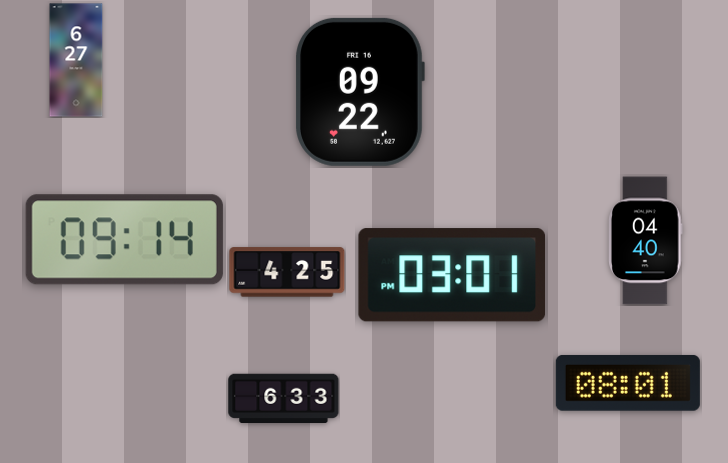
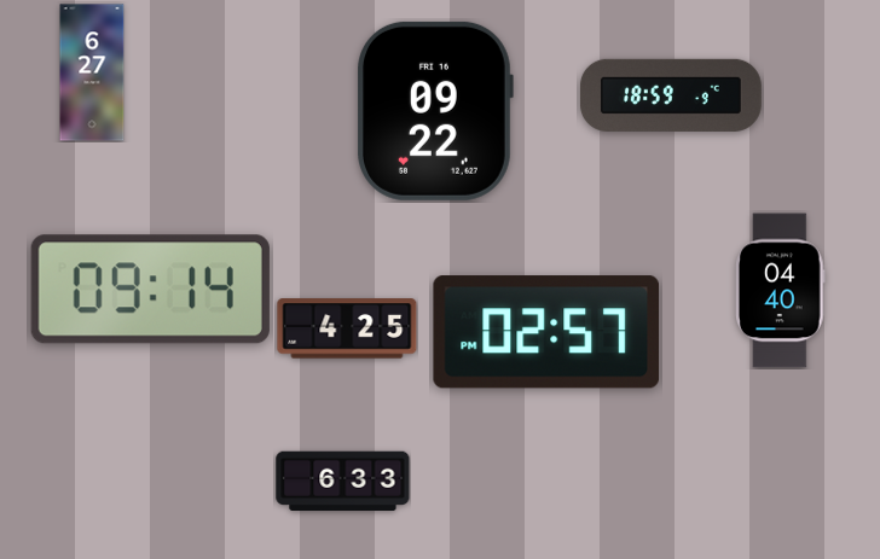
clock at (671, 95): none -> 18:59
clock at (451, 275): 03:01 -> 02:57
clock at (628, 383): 08:01 -> none
